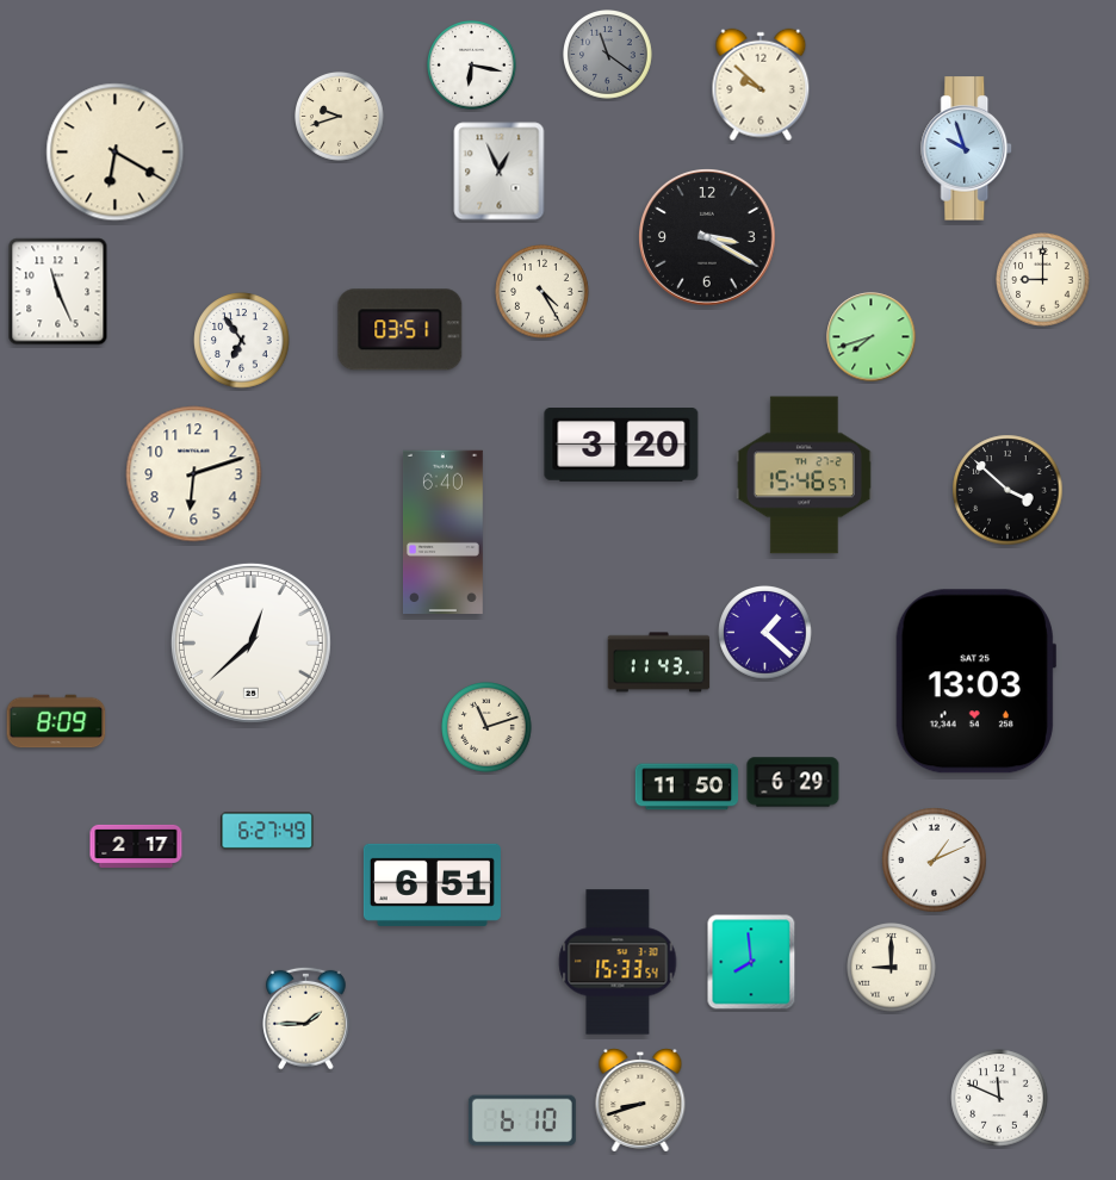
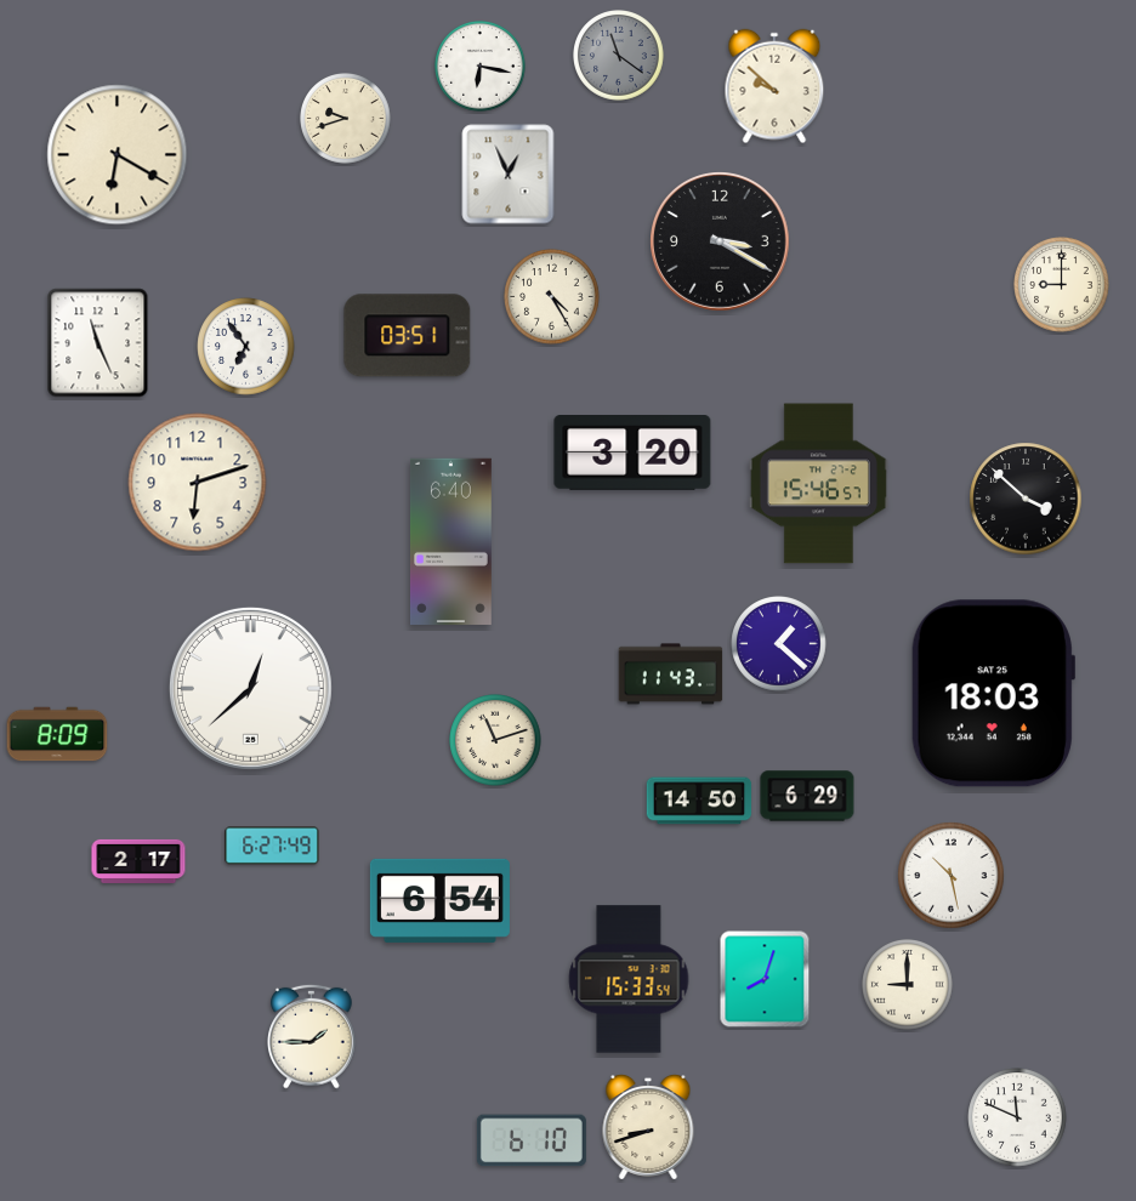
clock at (967, 149): 9:57 -> none
clock at (58, 292) position: (58, 292) -> (98, 343)
clock at (872, 337): 7:42 -> none
clock at (250, 642) position: (250, 642) -> (250, 688)
clock at (975, 682): 13:03 -> 18:03
clock at (687, 787): 11:50 -> 14:50
clock at (935, 861): 1:11 -> 10:28
clock at (432, 884): 6:51 -> 6:54
clock at (751, 962): 7:59 -> 8:03
clock at (640, 1101) position: (640, 1101) -> (648, 1128)
